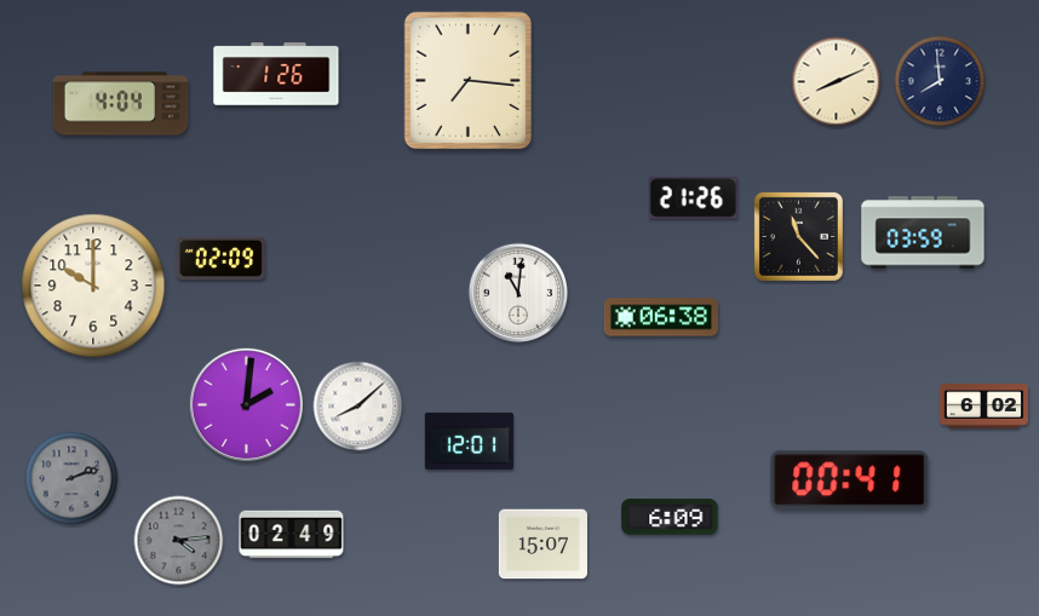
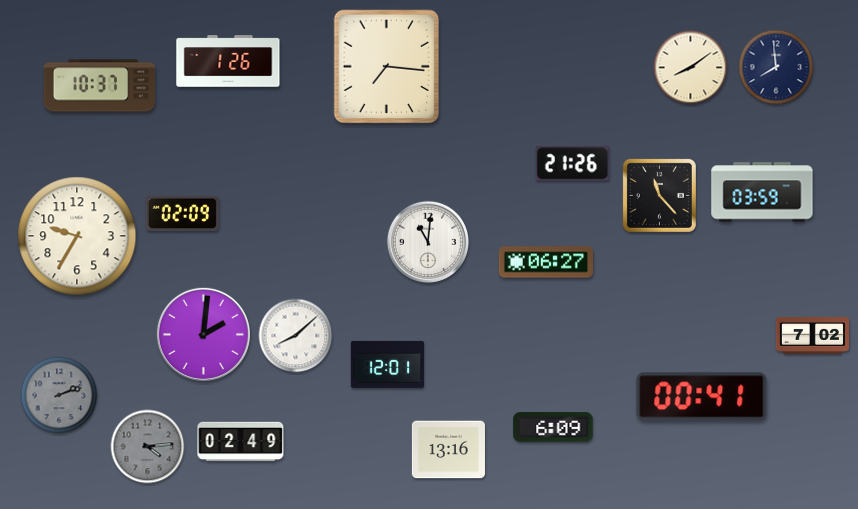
clock at (837, 82): 8:11 -> 8:09
clock at (121, 104): 4:04 -> 10:37
clock at (93, 286): 10:00 -> 9:35
clock at (661, 317): 06:38 -> 06:27
clock at (983, 407): 6:02 -> 7:02
clock at (543, 545): 15:07 -> 13:16
